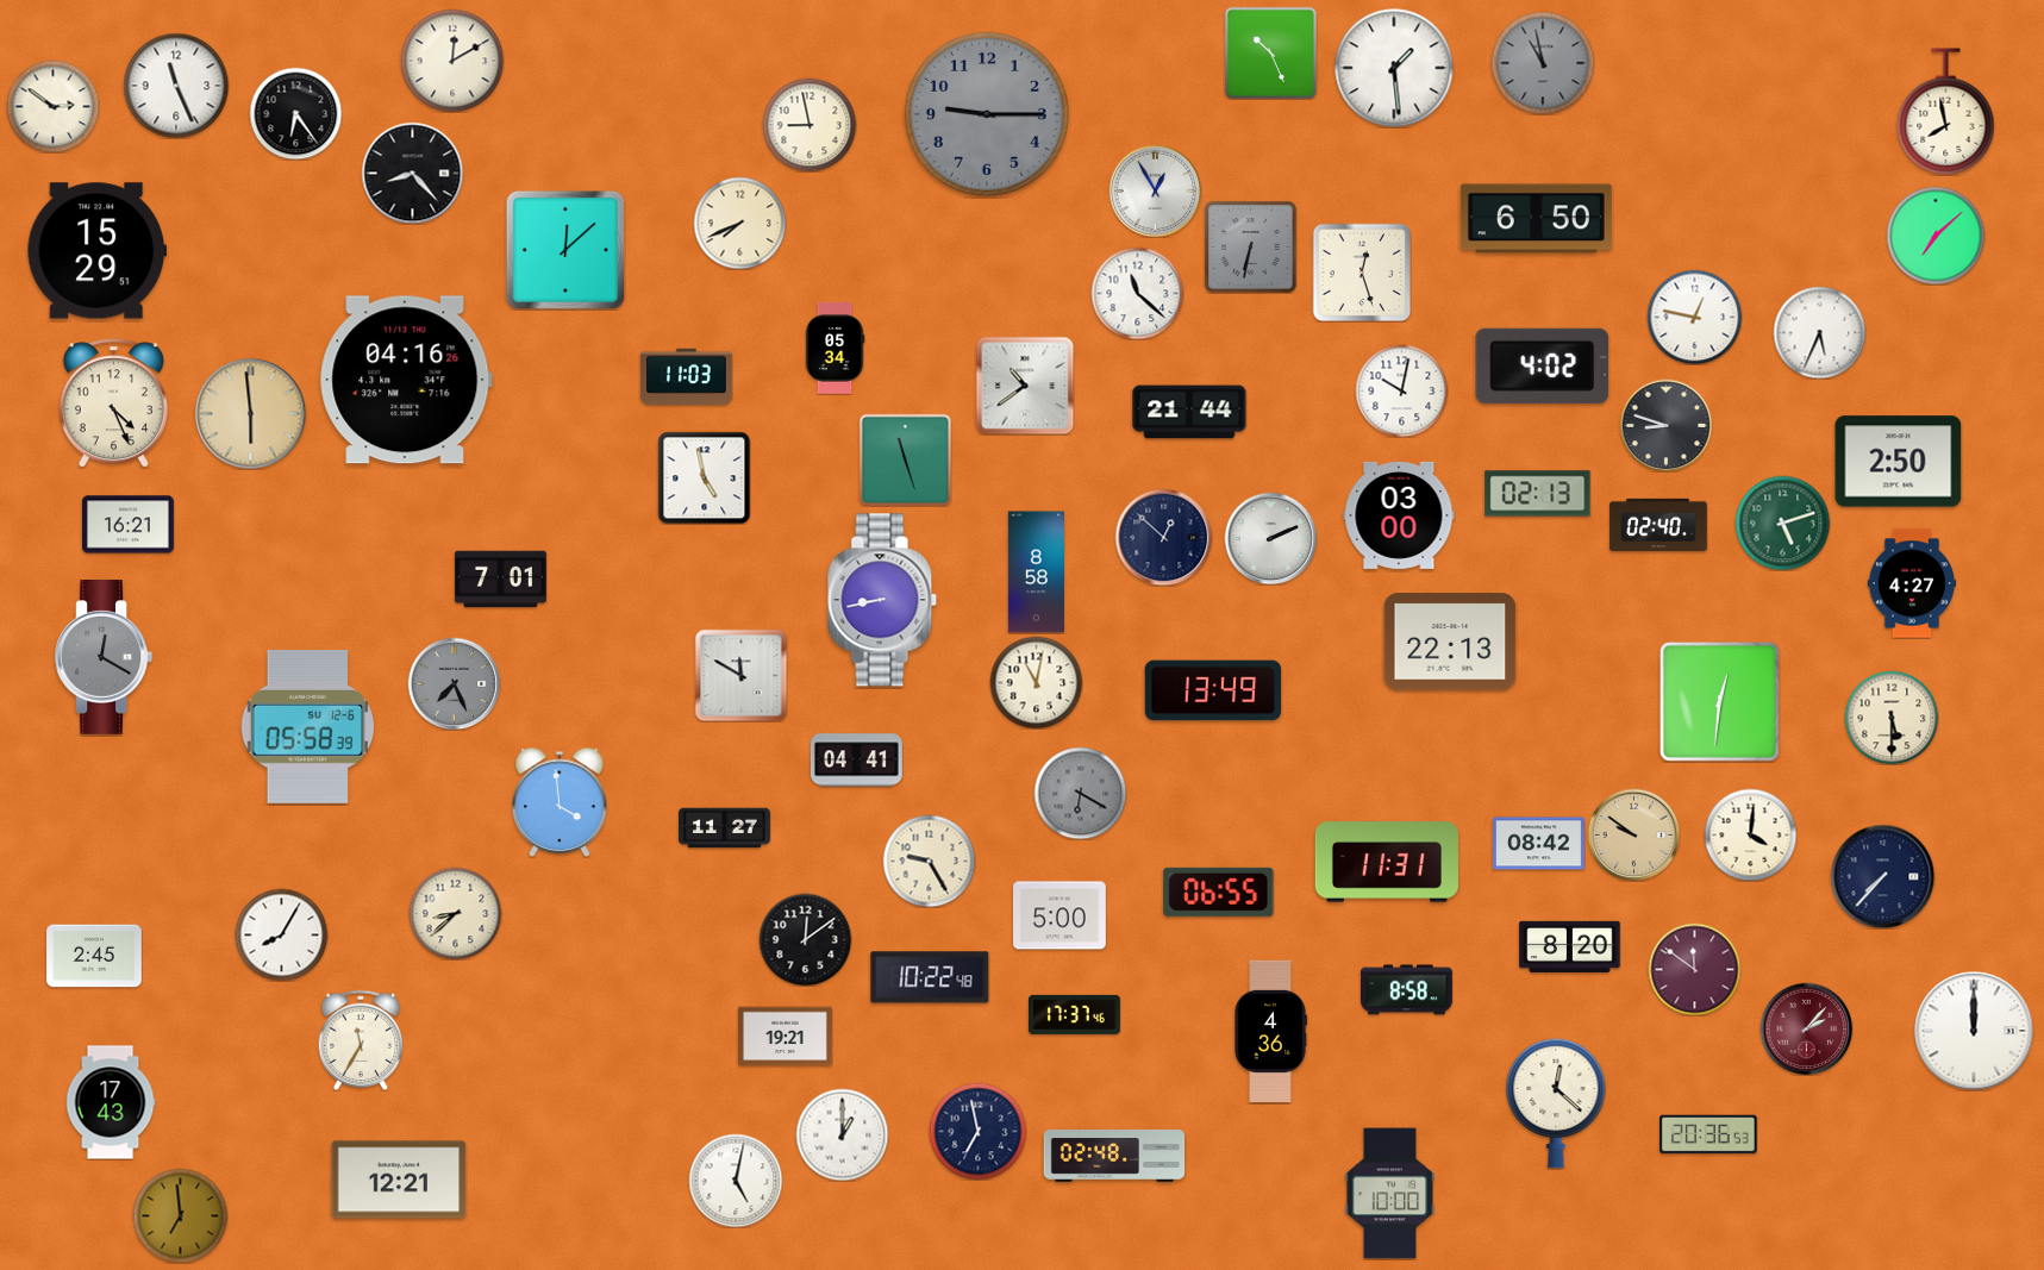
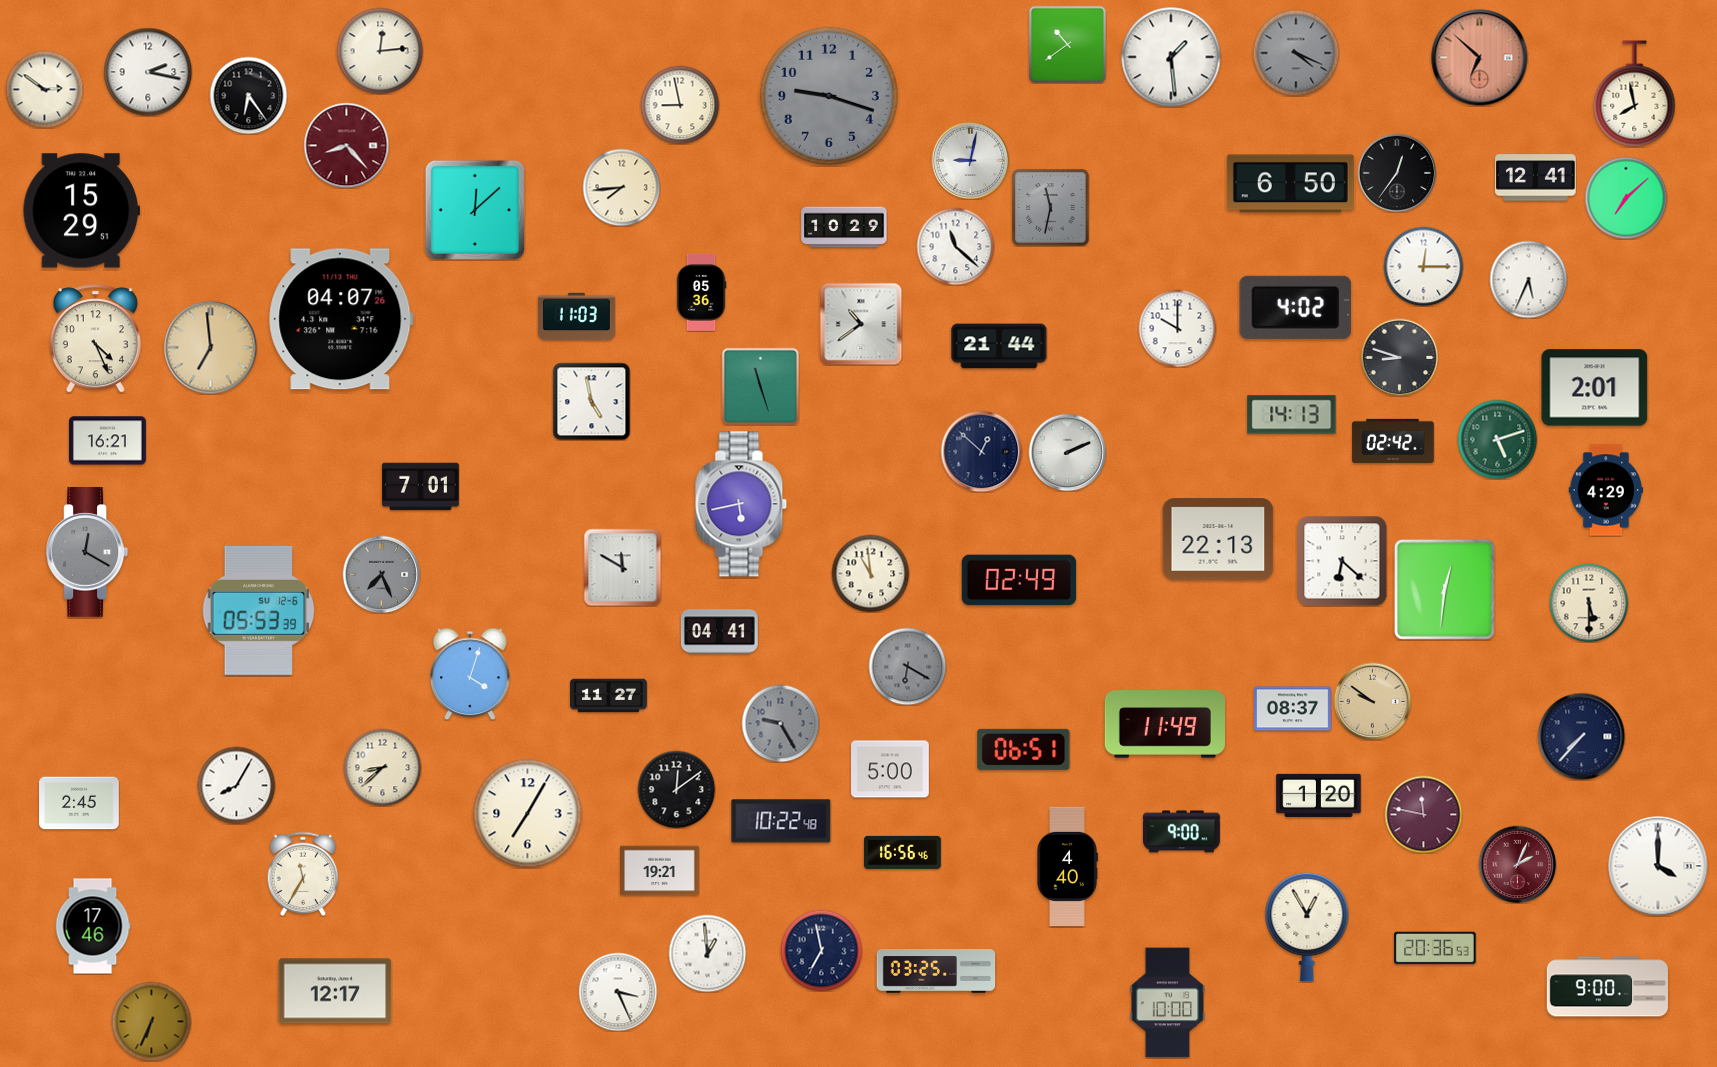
clock at (1270, 52): 10:26 -> 10:39
clock at (452, 61): 12:10 -> 12:14
clock at (1543, 63): 10:58 -> 4:19
clock at (1480, 58): none -> 6:52
clock at (176, 86): 11:26 -> 2:17
clock at (987, 114): 9:15 -> 9:18
clock at (412, 173) dial: black -> burgundy
clock at (1155, 190): 12:55 -> 9:02
clock at (1397, 173): none -> 12:36
clock at (1536, 178): none -> 12:41
clock at (739, 223): 7:41 -> 7:44
clock at (1250, 246): 6:32 -> 11:32
clock at (844, 227): none -> 10:29
clock at (1362, 273): 12:27 -> none
clock at (1694, 317): 12:47 -> 12:15
clock at (835, 348): 05:34 -> 05:36
clock at (406, 380): 04:16 -> 04:07
clock at (1401, 390): 10:02 -> 10:00
clock at (250, 413): 5:59 -> 6:59
clock at (1899, 462): 2:50 -> 2:01
clock at (1538, 494): 02:13 -> 14:13
clock at (1399, 515): 03:00 -> none
clock at (1658, 524): 02:40 -> 02:42
clock at (1163, 537) position: (1163, 537) -> (981, 451)
clock at (1036, 573): 8:58 -> none
clock at (1912, 583): 4:27 -> 4:29
clock at (882, 600): 8:43 -> 5:43
clock at (1342, 561): none -> 6:22
clock at (1036, 682): 11:02 -> 10:59
clock at (1213, 690): 13:49 -> 02:49
clock at (308, 726): 05:58 -> 05:53
clock at (856, 761) position: (856, 761) -> (719, 632)
clock at (560, 802): 3:59 -> 4:03
clock at (1750, 834): 4:01 -> none
clock at (1538, 844): 08:42 -> 08:37
clock at (929, 861) dial: cream -> grey
clock at (1387, 862): 11:31 -> 11:49
clock at (1219, 891): 06:55 -> 06:51
clock at (1570, 946): 8:20 -> 1:20
clock at (528, 814): none -> 7:05
clock at (1694, 969): 11:51 -> 11:47
clock at (1406, 990): 8:58 -> 9:00
clock at (1074, 1014): 17:37 -> 16:56
clock at (1806, 1028): 2:07 -> 2:04
clock at (1270, 1031): 4:36 -> 4:40
clock at (1974, 1031): 12:00 -> 4:00
clock at (111, 1102): 17:43 -> 17:46
clock at (1556, 1103): 12:22 -> 12:55
clock at (842, 1134): 1:00 -> 12:59
clock at (1708, 1134) position: (1708, 1134) -> (1435, 948)
clock at (1114, 1157): 02:48 -> 03:25
clock at (1607, 987): none -> 9:00
clock at (399, 1180): 12:21 -> 12:17
clock at (736, 1181): 5:02 -> 3:26
clock at (180, 1215): 6:59 -> 6:34
